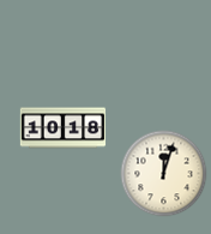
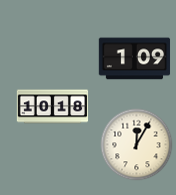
clock at (135, 59): none -> 1:09
clock at (164, 174): 12:03 -> 12:05
